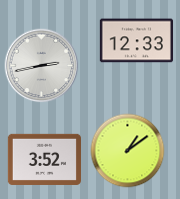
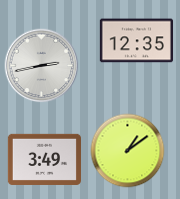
clock at (136, 41): 12:33 -> 12:35
clock at (44, 159): 3:52 -> 3:49
